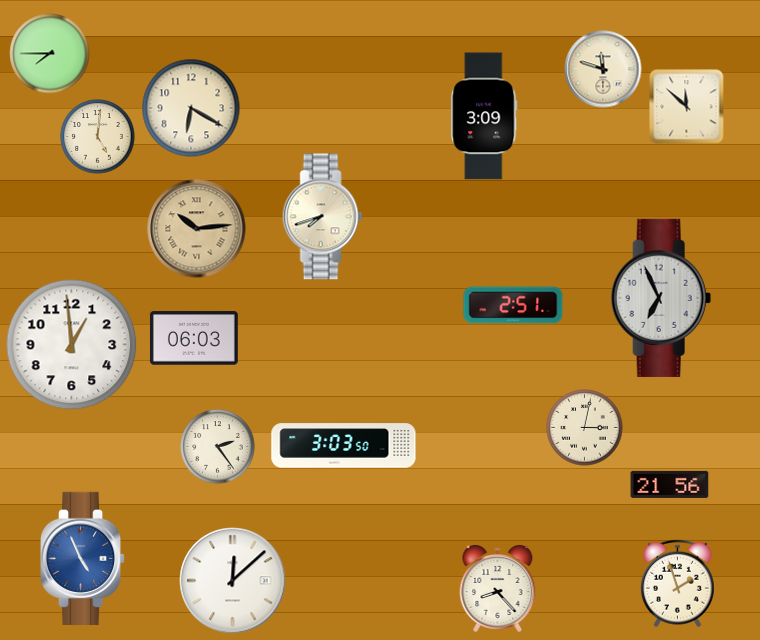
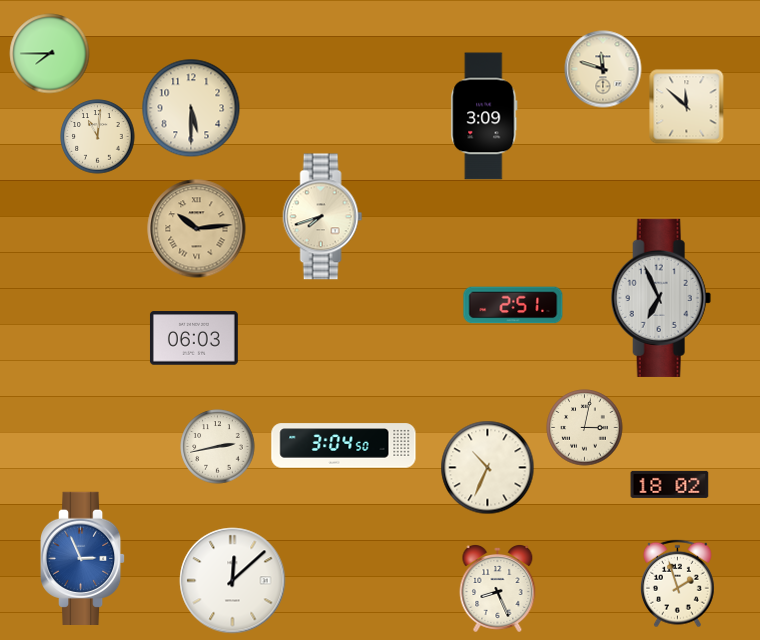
clock at (191, 108): 6:20 -> 5:30
clock at (98, 137): 5:01 -> 11:01
clock at (72, 345): 12:59 -> none
clock at (344, 446): 3:03 -> 3:04
clock at (218, 447): 2:24 -> 2:43
clock at (488, 468): none -> 10:34
clock at (670, 484): 21:56 -> 18:02
clock at (84, 558): 4:56 -> 2:56
clock at (498, 589): 8:23 -> 8:26
